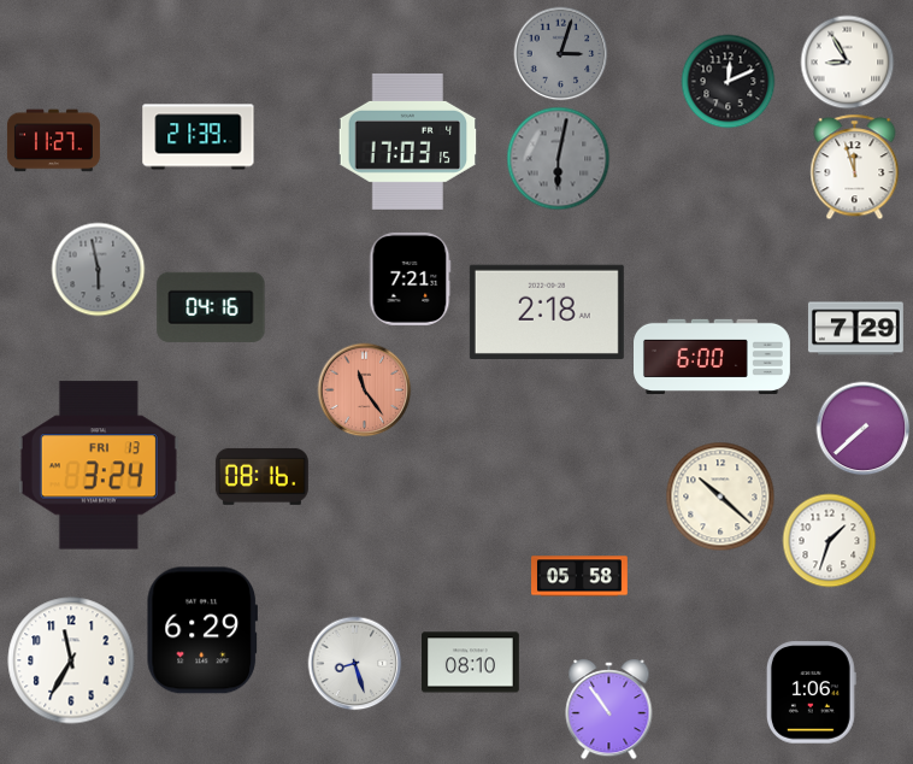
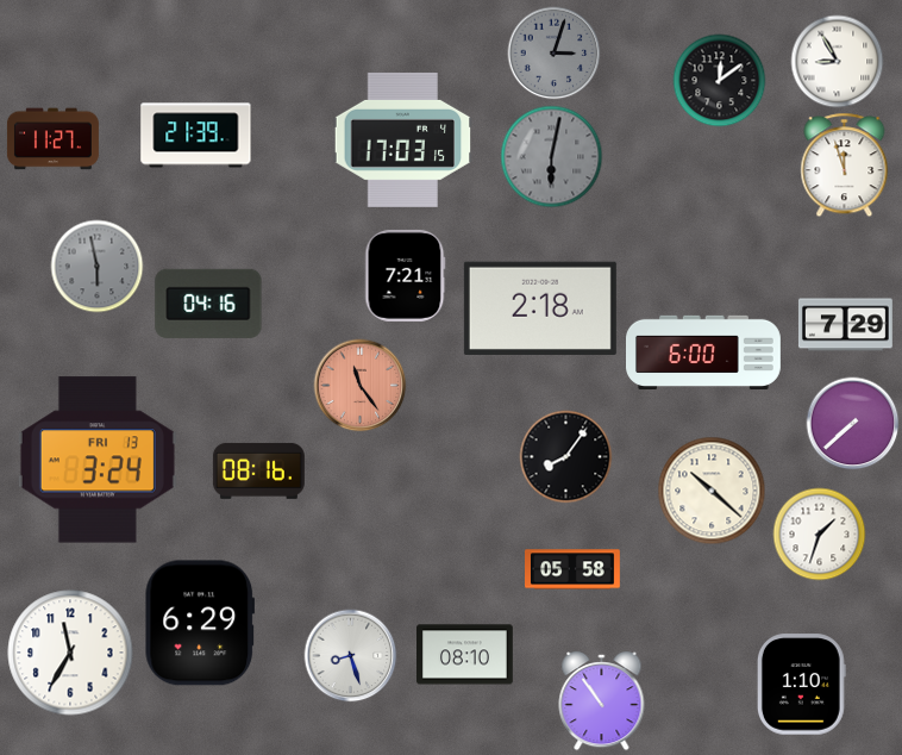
clock at (728, 81): 12:11 -> 12:09
clock at (565, 456): none -> 8:06
clock at (811, 693): 1:06 -> 1:10
